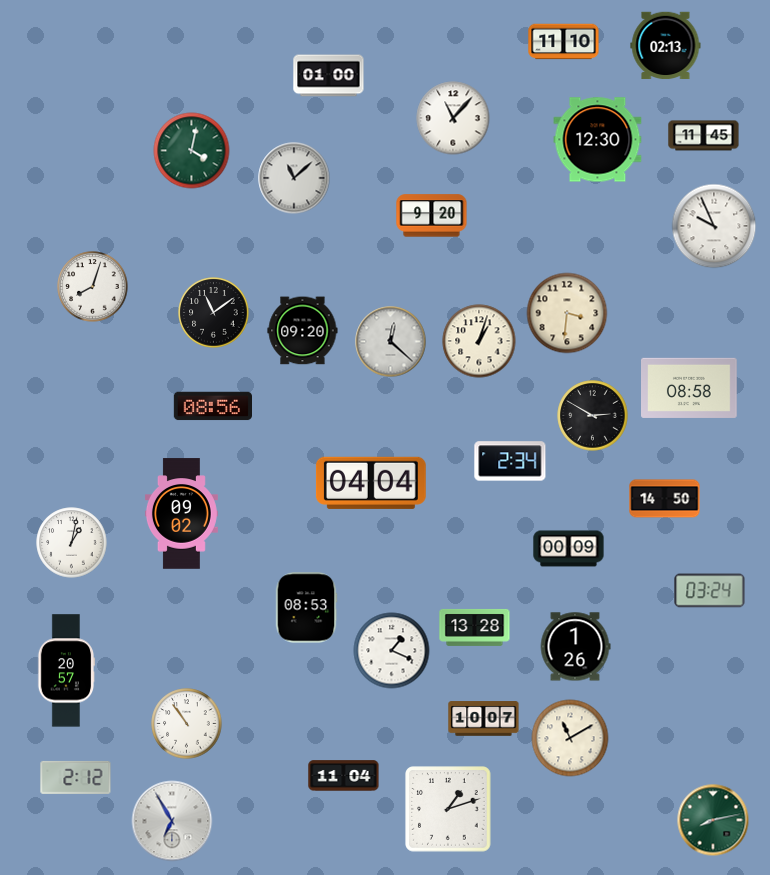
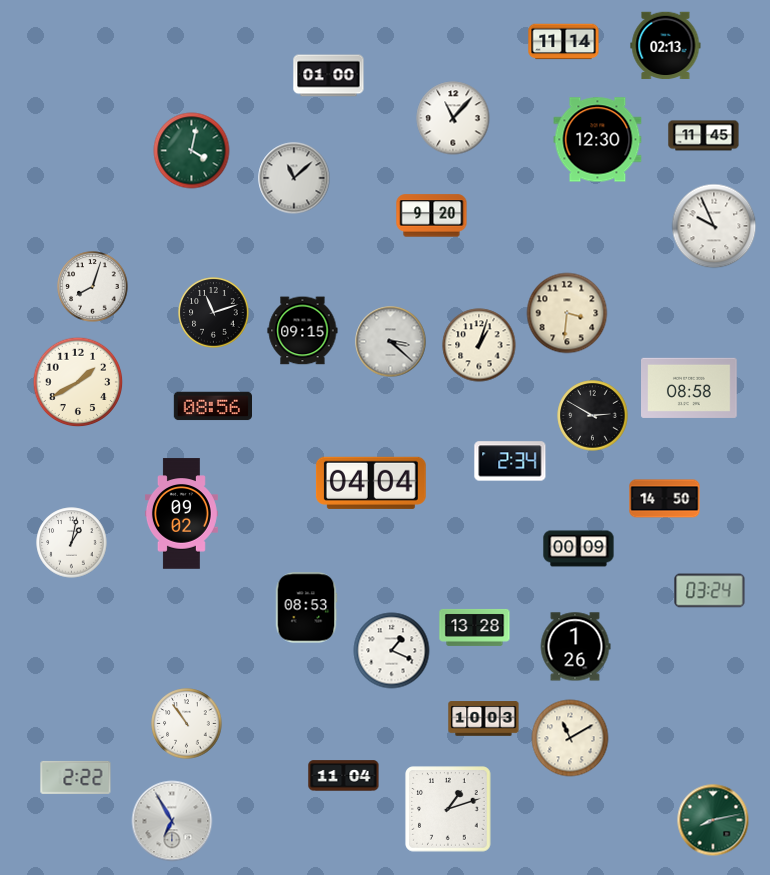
clock at (564, 42): 11:10 -> 11:14
clock at (214, 313): 11:09 -> 11:12
clock at (303, 331): 09:20 -> 09:15
clock at (479, 341) position: (479, 341) -> (479, 345)
clock at (391, 342): 12:22 -> 3:22
clock at (78, 382): none -> 1:40
clock at (569, 549) position: (569, 549) -> (579, 549)
clock at (66, 671): 20:57 -> none
clock at (484, 719): 10:07 -> 10:03
clock at (76, 777): 2:12 -> 2:22
